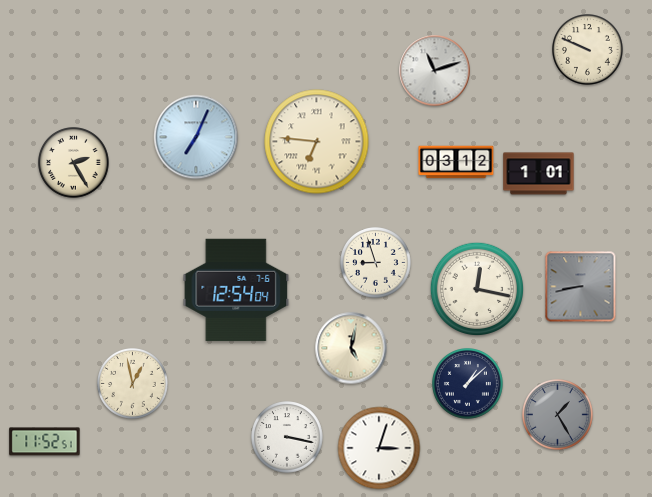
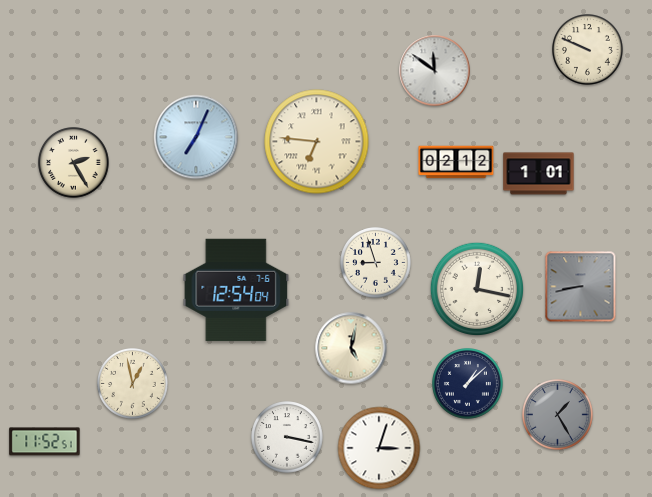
clock at (435, 71): 11:12 -> 11:51
clock at (456, 162): 03:12 -> 02:12
